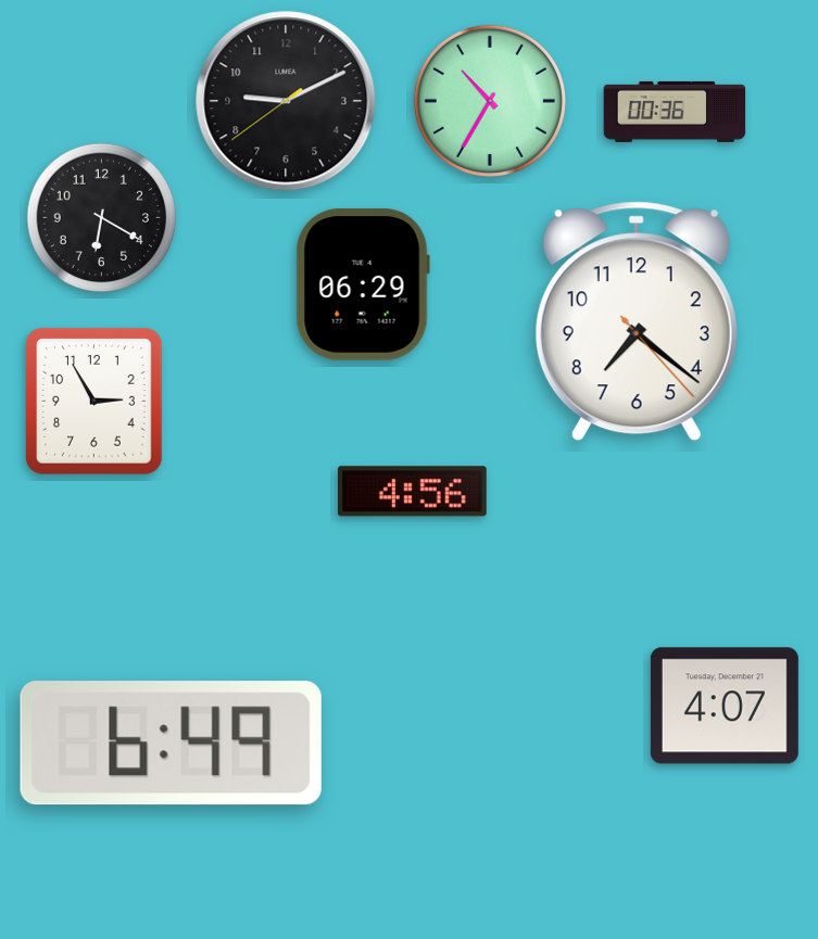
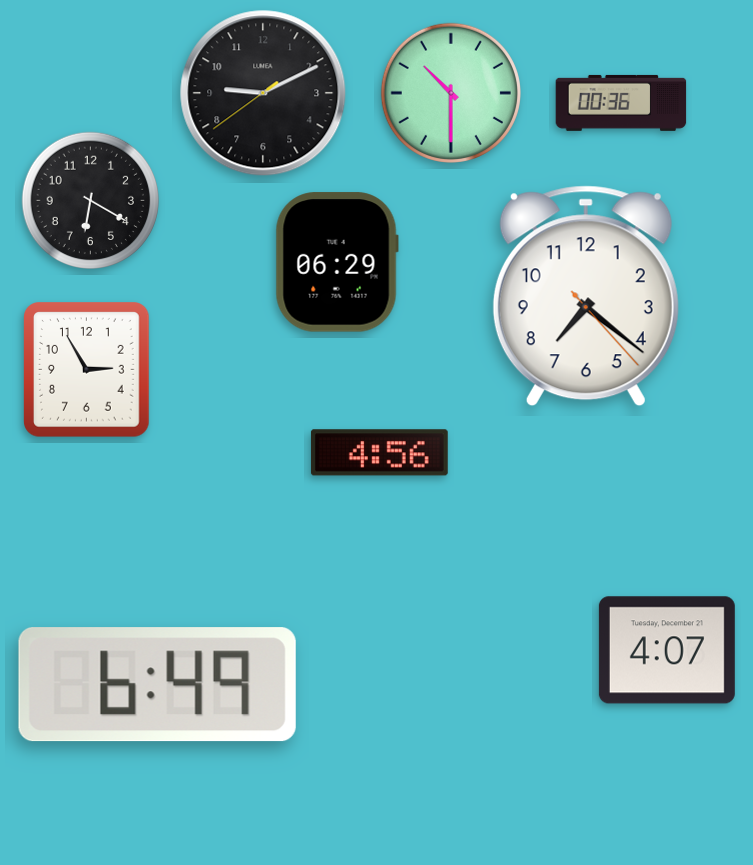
clock at (490, 101): 10:35 -> 10:30
clock at (101, 217) position: (101, 217) -> (90, 200)
clock at (363, 284) position: (363, 284) -> (337, 262)
